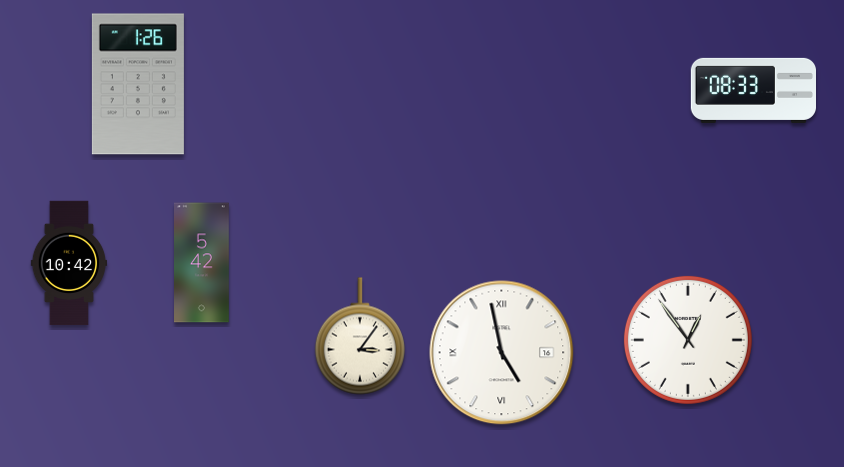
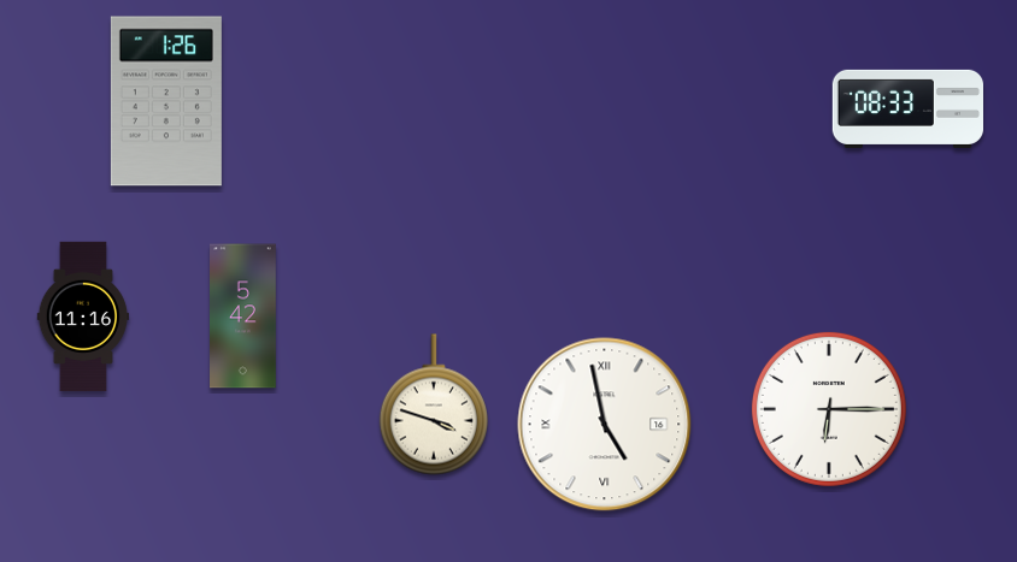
clock at (69, 263): 10:42 -> 11:16
clock at (360, 336): 3:06 -> 3:48
clock at (688, 340): 12:54 -> 6:15
